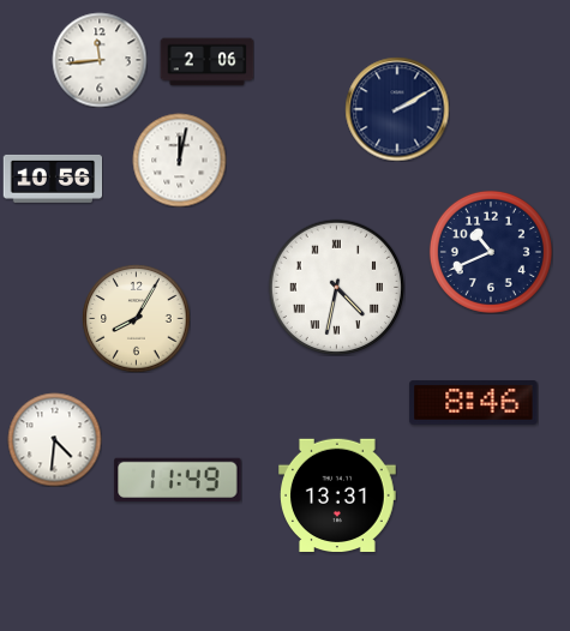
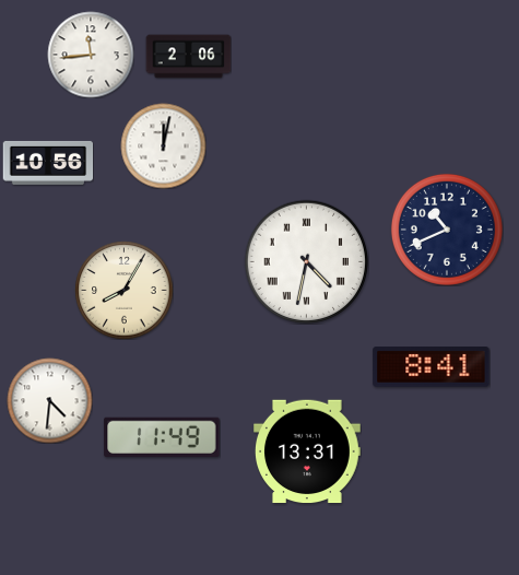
clock at (397, 109): 2:10 -> none
clock at (474, 403): 8:46 -> 8:41
